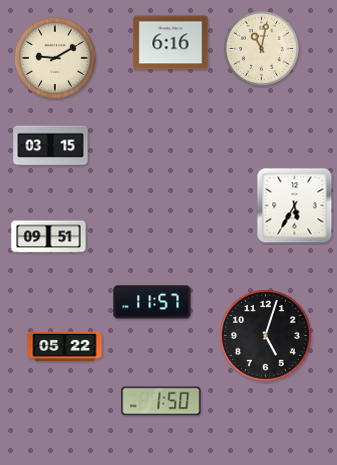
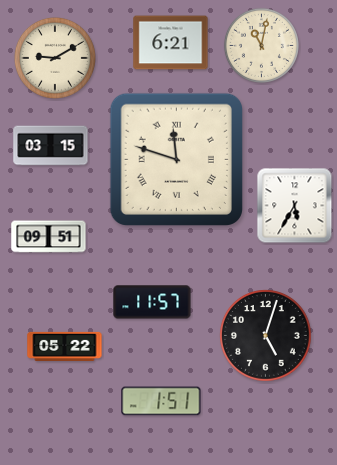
clock at (171, 43): 6:16 -> 6:21
clock at (261, 48) position: (261, 48) -> (261, 45)
clock at (176, 159): none -> 11:48
clock at (161, 401): 1:50 -> 1:51
